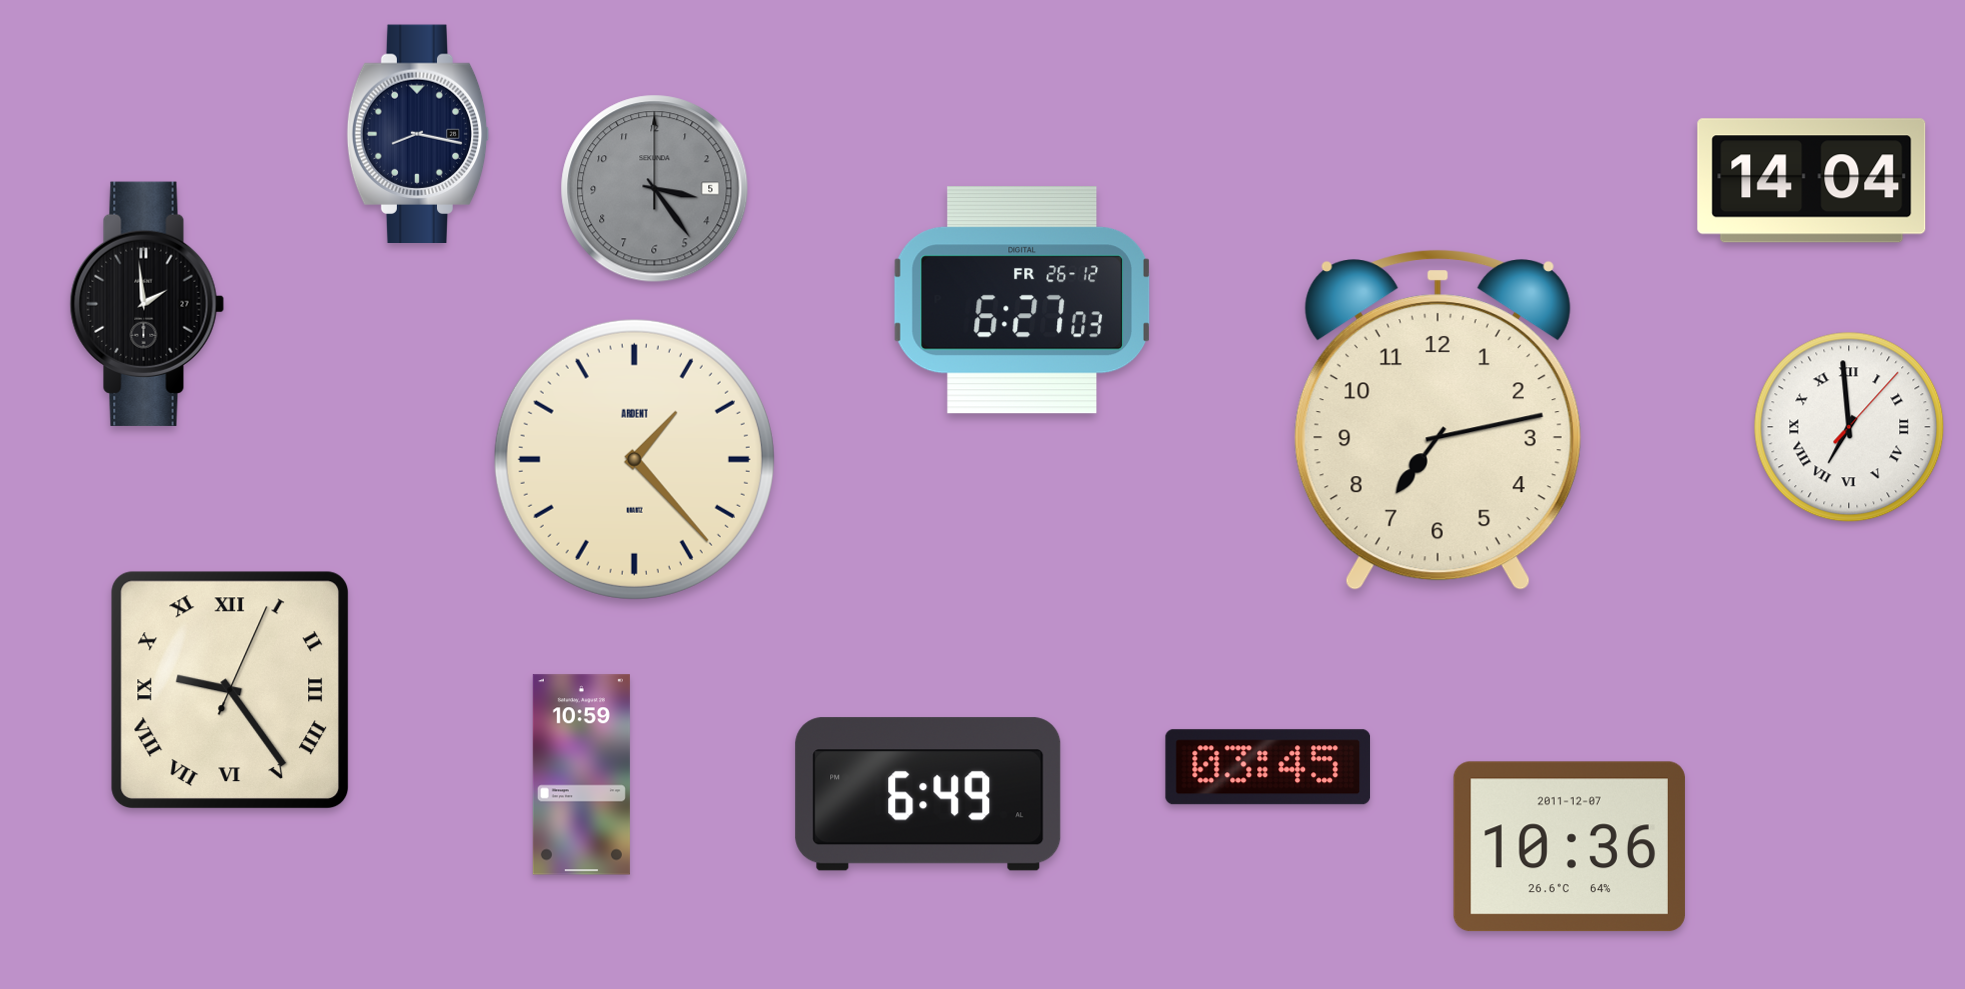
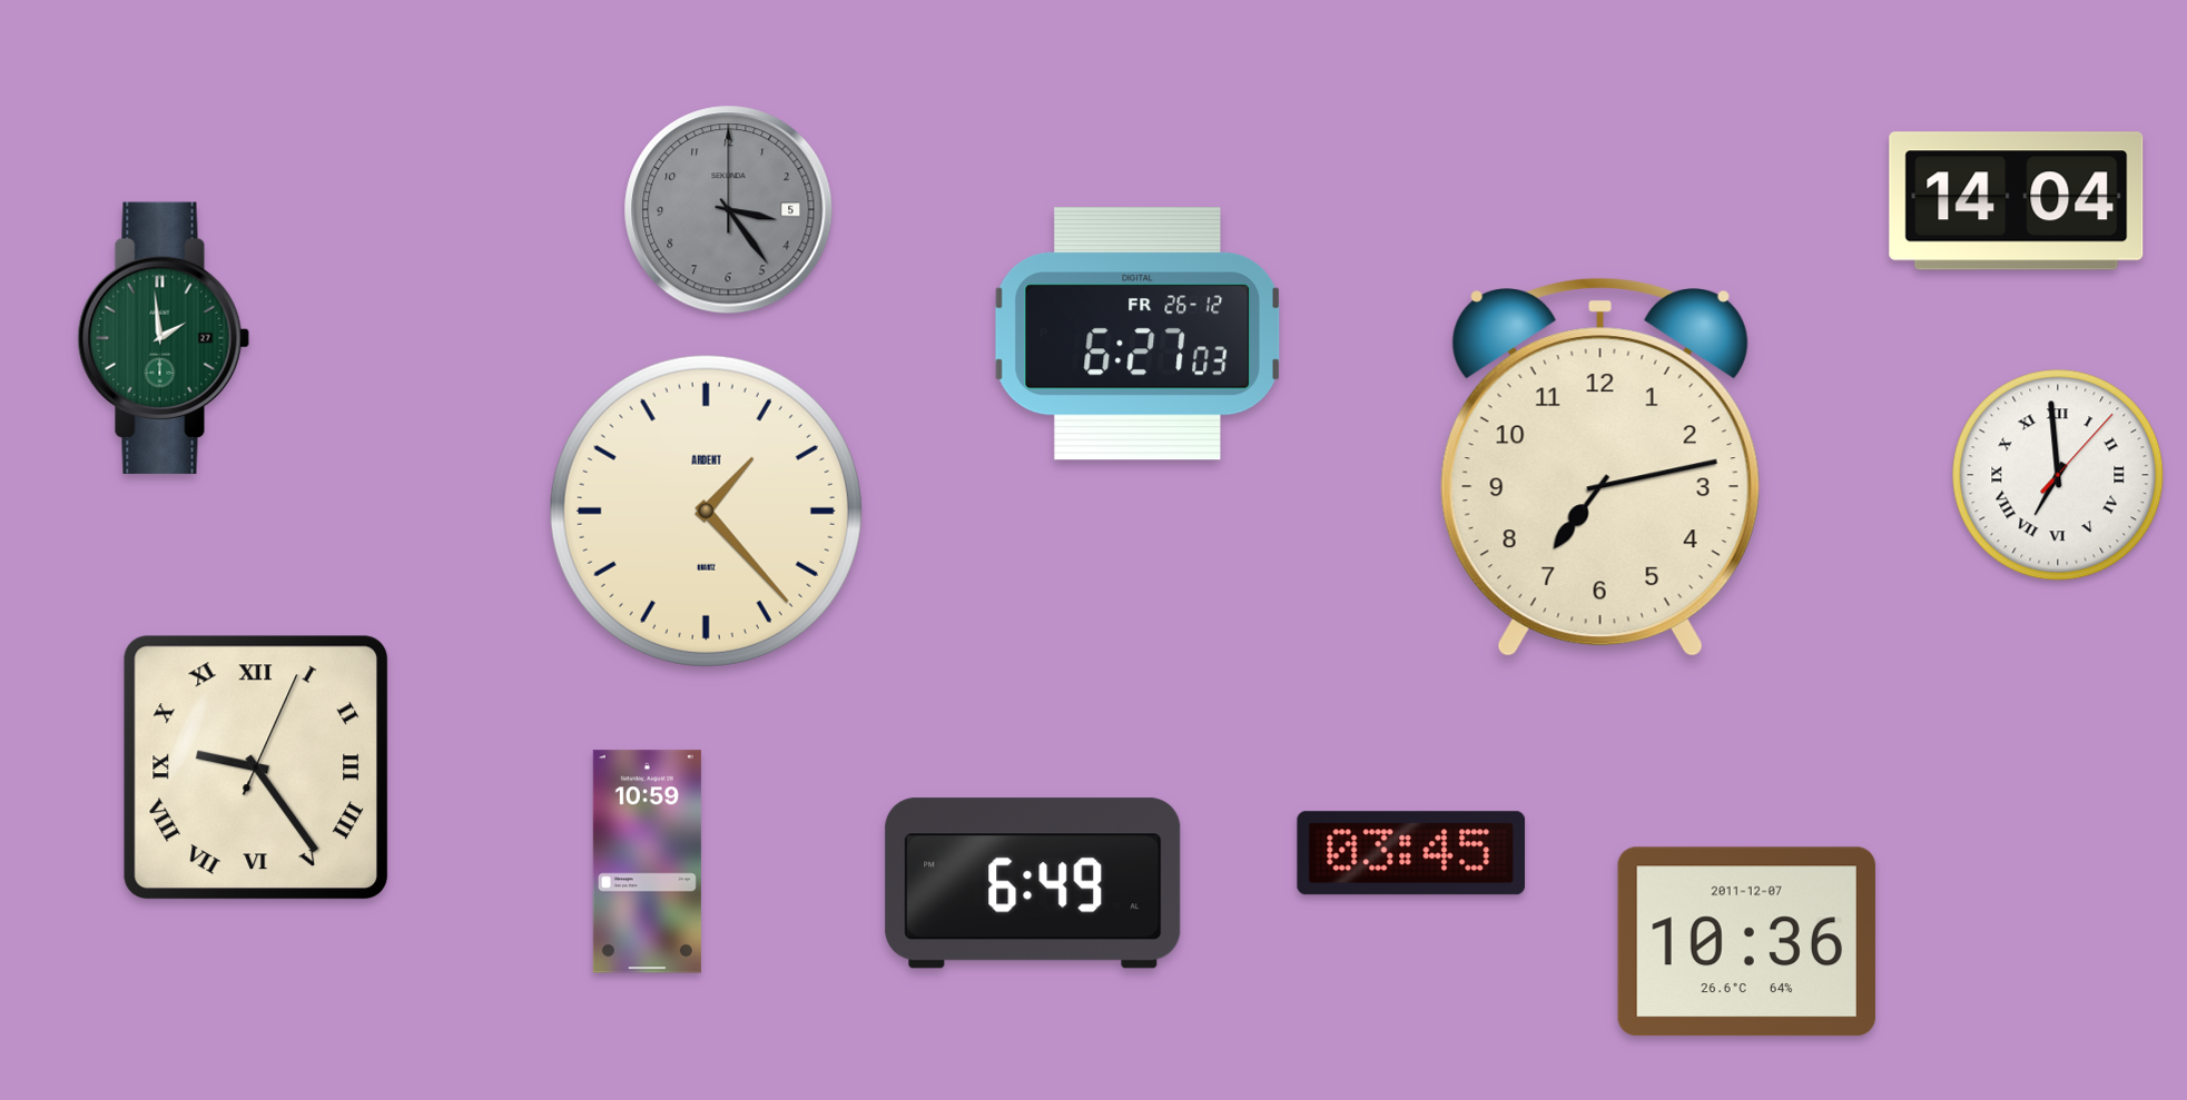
clock at (418, 134): 8:17 -> none
clock at (147, 304) dial: black -> green
